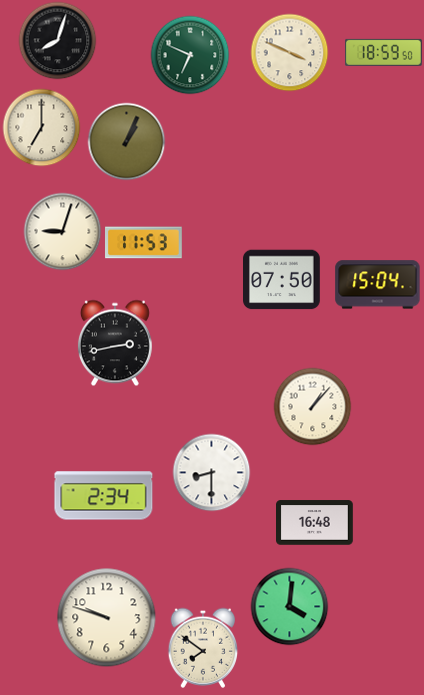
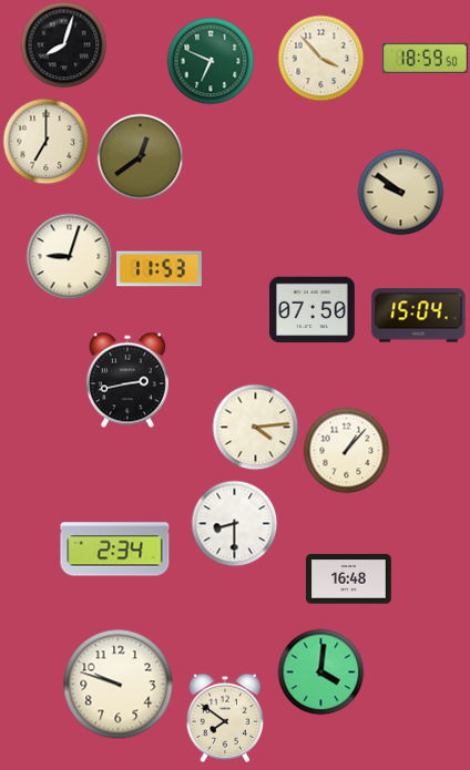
clock at (289, 52): 3:49 -> 3:53
clock at (126, 141): 1:04 -> 12:39
clock at (400, 192): none -> 9:51
clock at (255, 427): none -> 4:14
